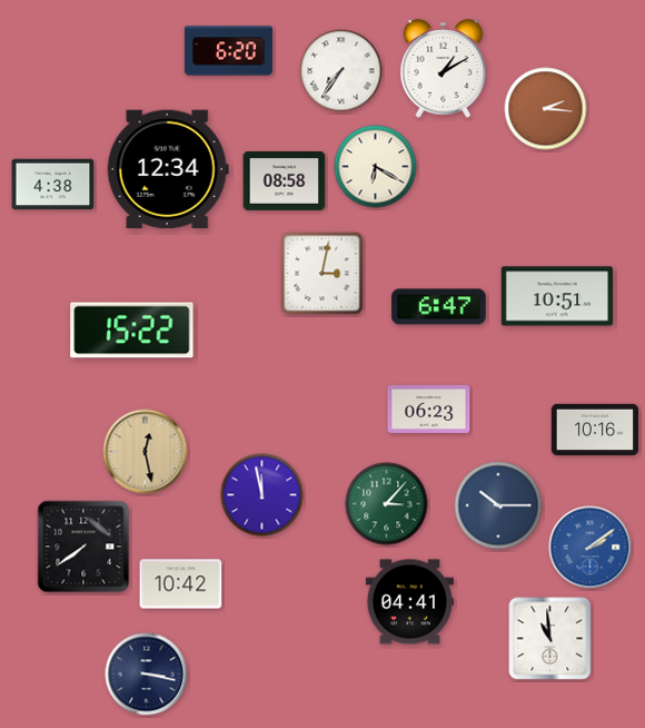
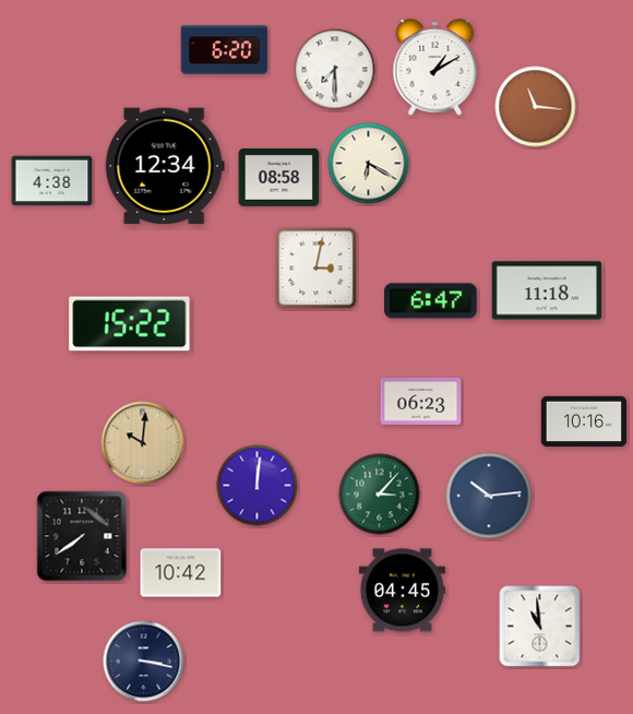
clock at (341, 71): 7:36 -> 7:30
clock at (546, 109): 2:16 -> 11:16
clock at (557, 296): 10:51 -> 11:18
clock at (146, 452): 12:28 -> 10:01
clock at (262, 495): 11:58 -> 12:01
clock at (498, 505): 10:15 -> 10:14
clock at (591, 548): 2:09 -> none
clock at (181, 584) position: (181, 584) -> (181, 573)
clock at (409, 602): 04:41 -> 04:45
